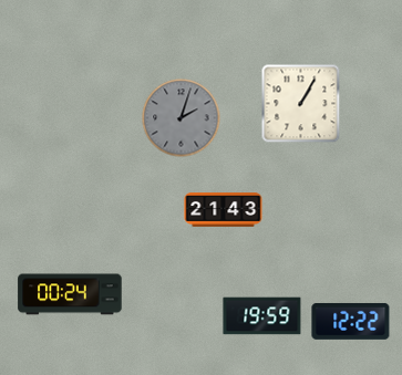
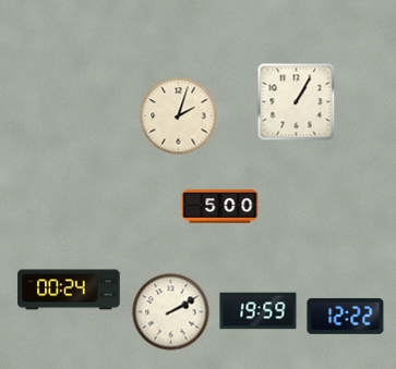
clock at (182, 118) dial: grey -> cream
clock at (224, 210): 21:43 -> 5:00
clock at (171, 312): none -> 2:10
